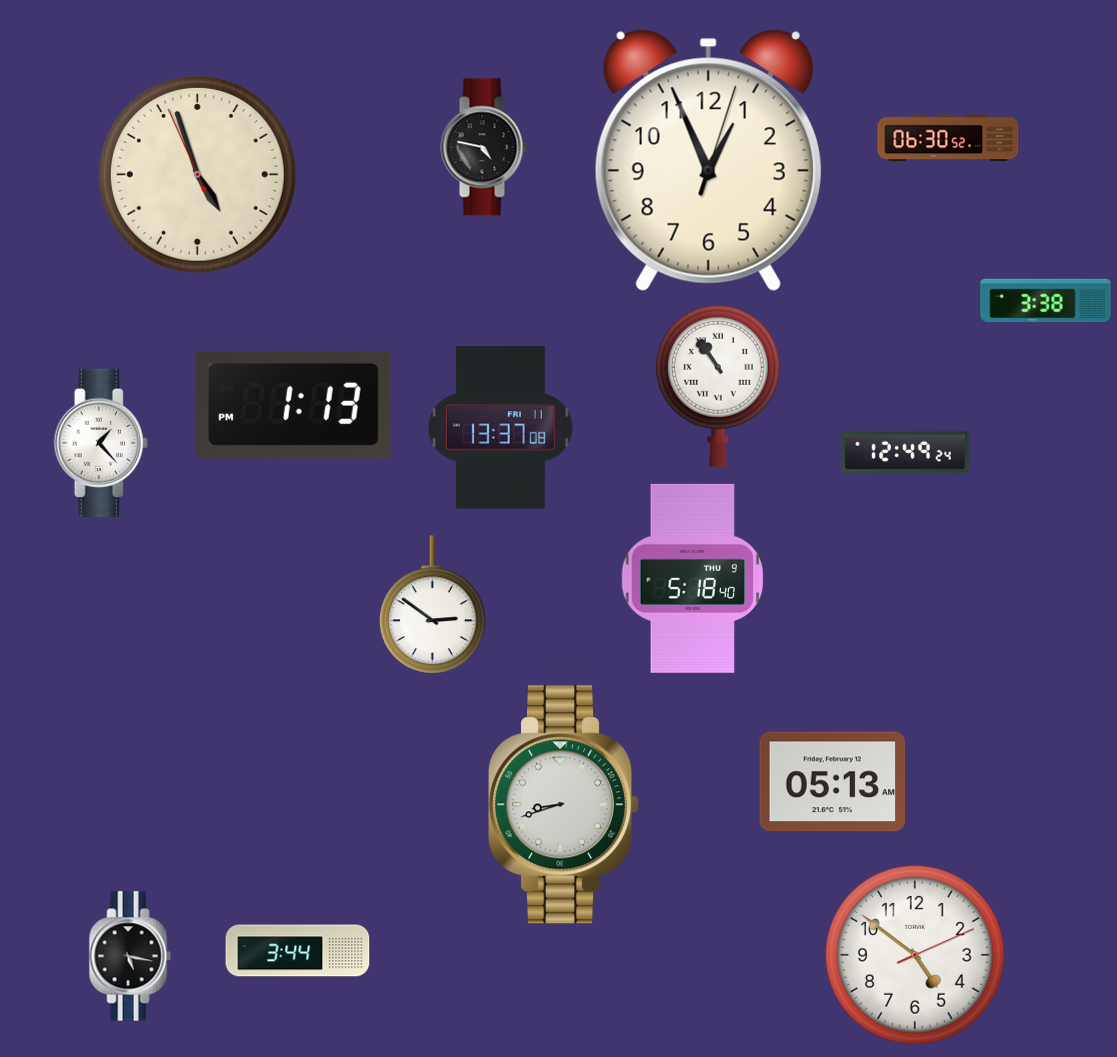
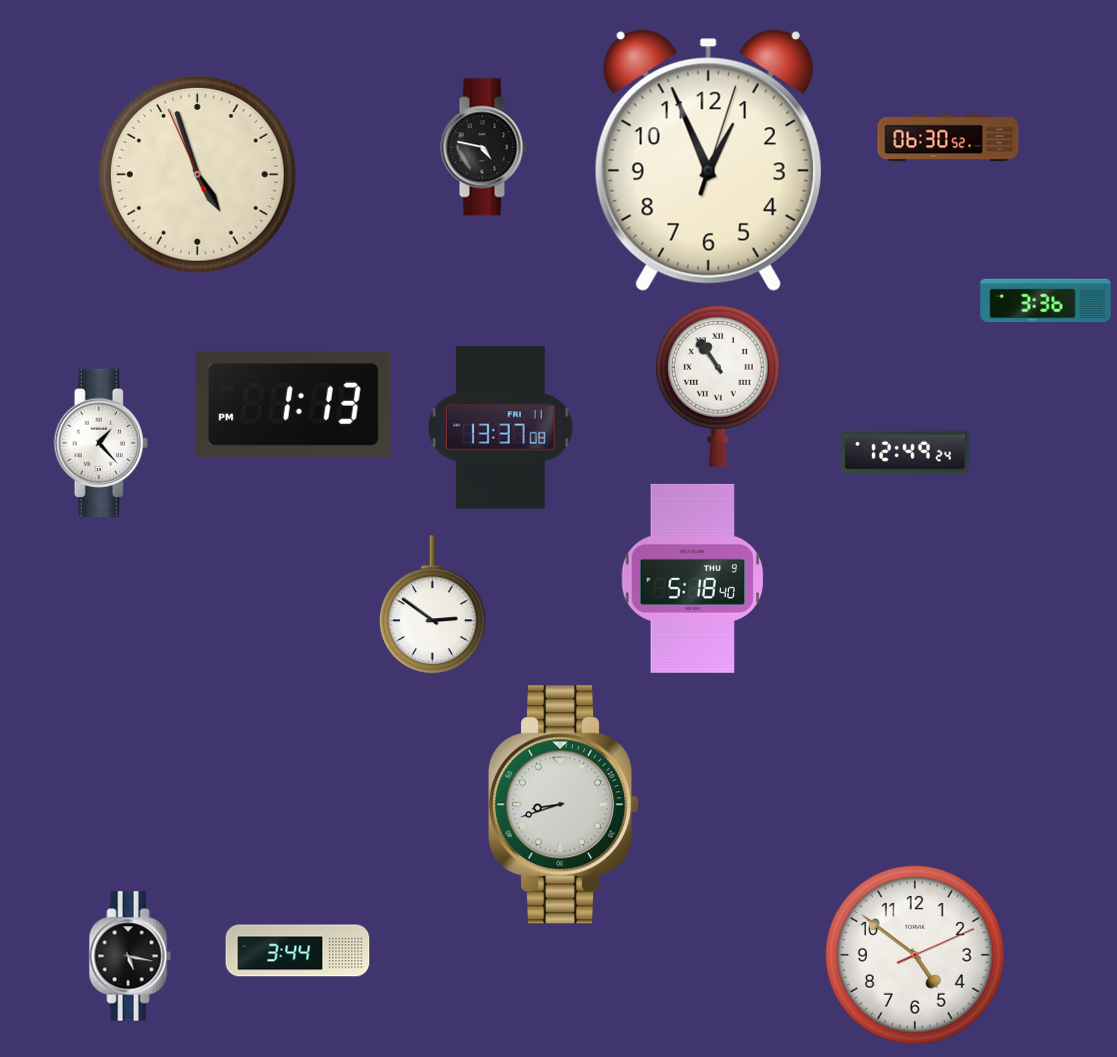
clock at (1046, 301): 3:38 -> 3:36
clock at (833, 782): 05:13 -> none
